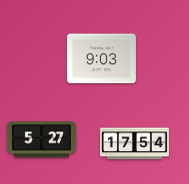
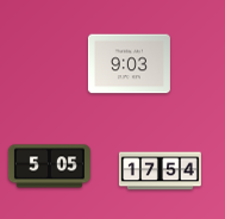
clock at (101, 59) position: (101, 59) -> (129, 64)
clock at (41, 140): 5:27 -> 5:05
